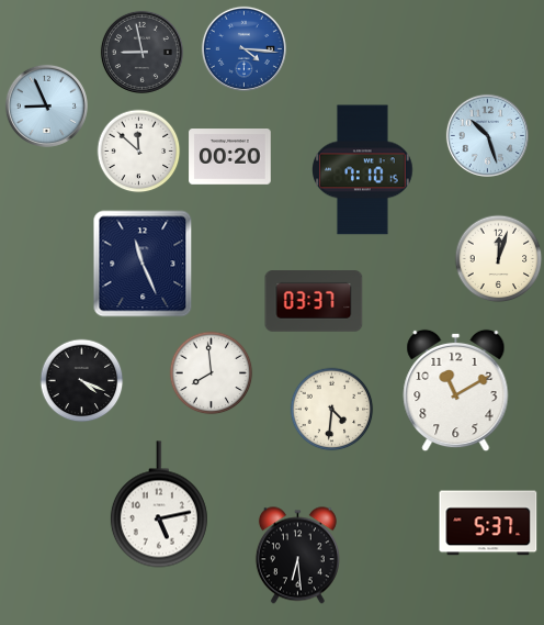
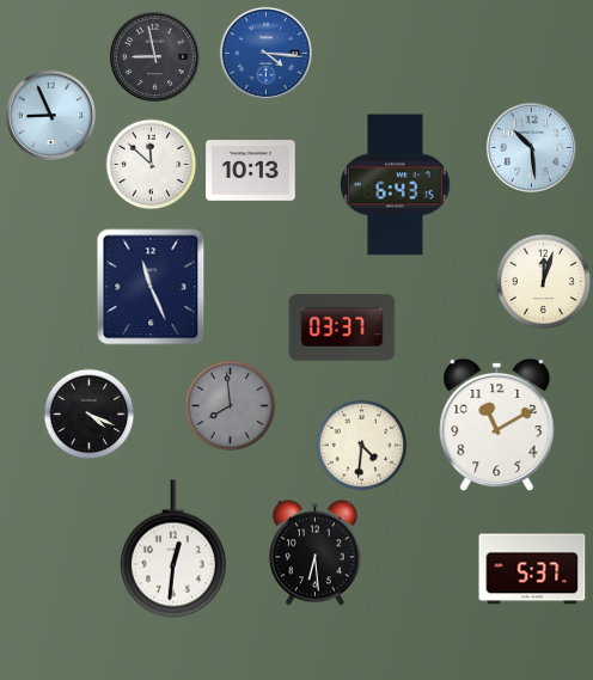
clock at (487, 135): 10:27 -> 10:29
clock at (230, 157): 00:20 -> 10:13
clock at (363, 170): 7:10 -> 6:43
clock at (143, 264) position: (143, 264) -> (151, 287)
clock at (212, 373) dial: white -> grey
clock at (159, 504): 5:13 -> 12:31
clock at (297, 556) position: (297, 556) -> (314, 553)
